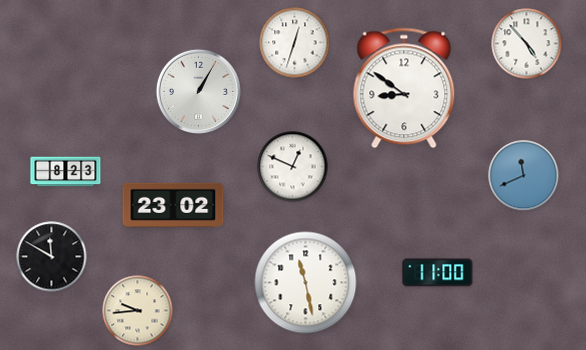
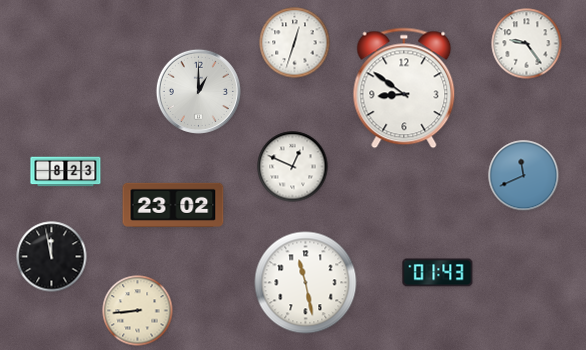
clock at (527, 44): 4:53 -> 9:24
clock at (198, 91): 1:05 -> 1:00
clock at (52, 257): 11:50 -> 11:58
clock at (438, 273): 11:00 -> 01:43
clock at (138, 311): 9:44 -> 8:44
